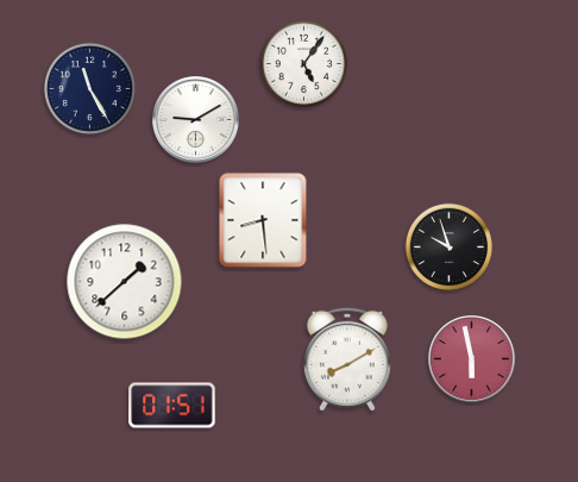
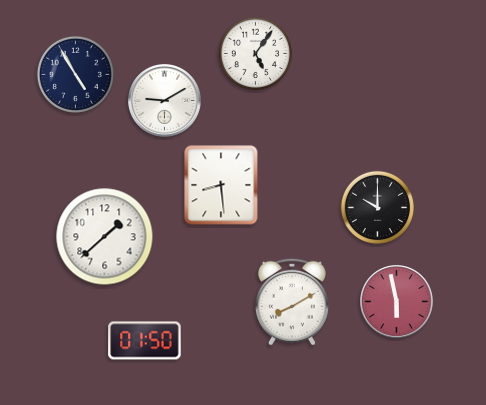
clock at (89, 88): 11:25 -> 4:55
clock at (448, 246): 9:57 -> 10:00
clock at (172, 406): 01:51 -> 01:50
